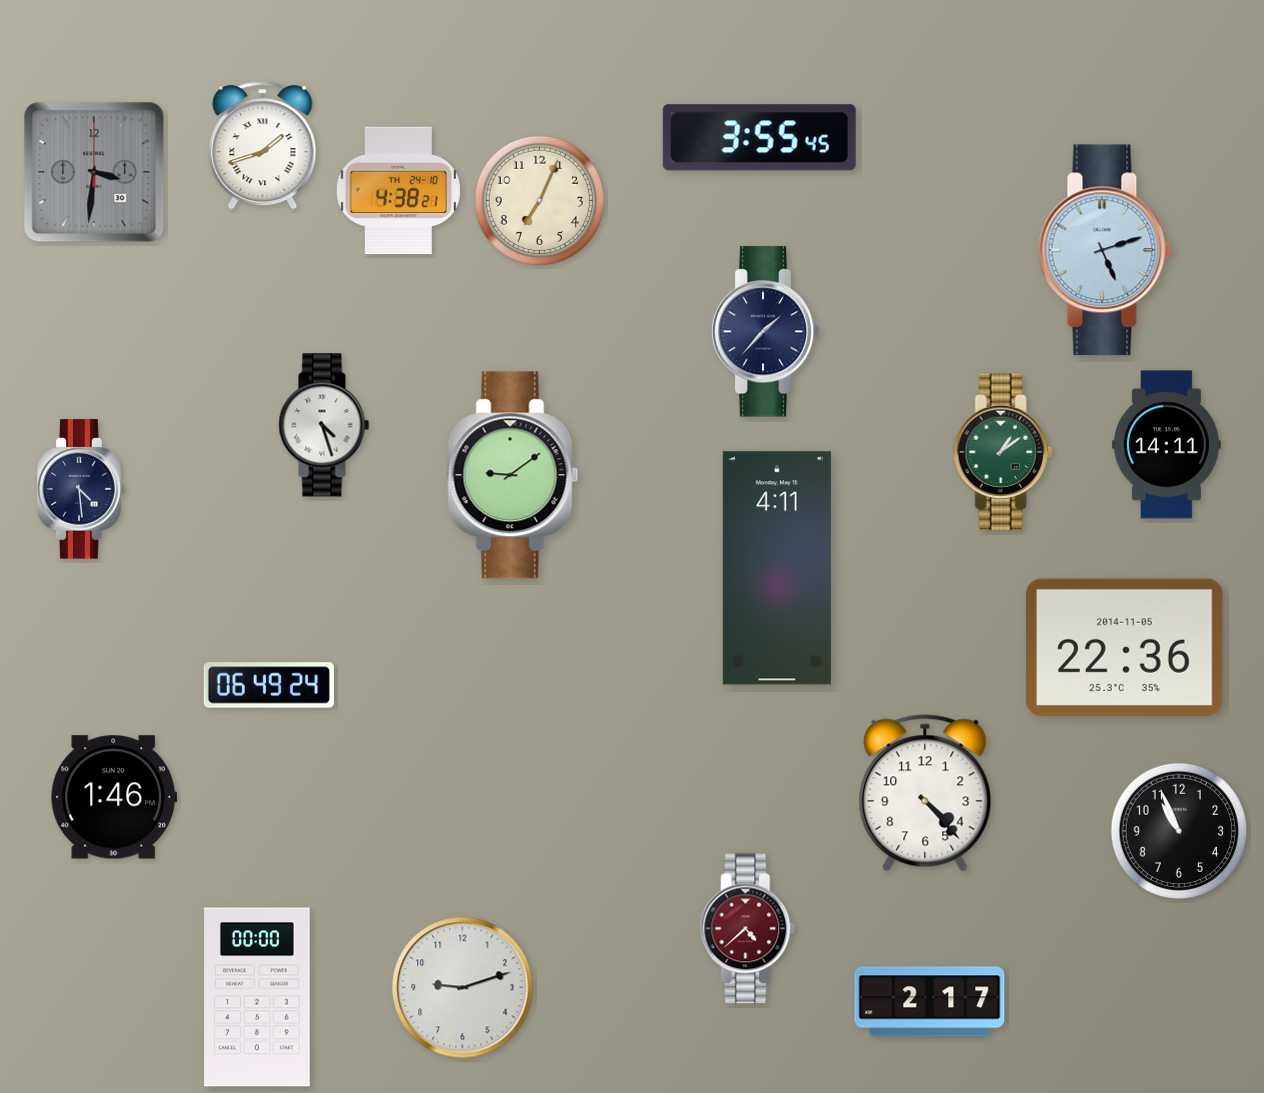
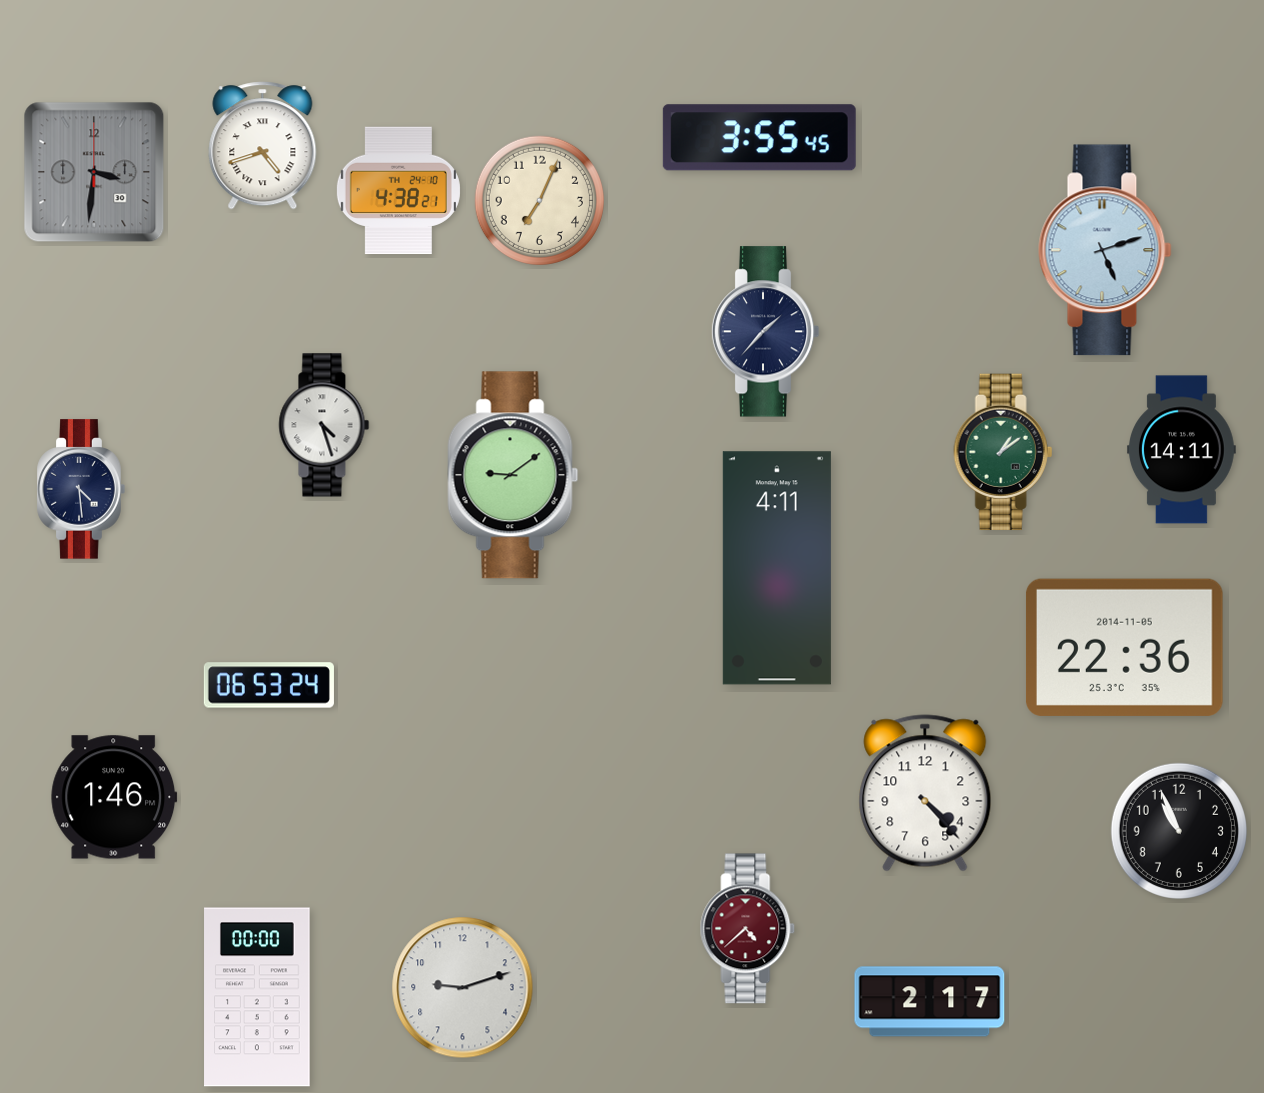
clock at (263, 146): 1:42 -> 4:42
clock at (1166, 445) position: (1166, 445) -> (1181, 450)
clock at (269, 685): 06:49 -> 06:53
